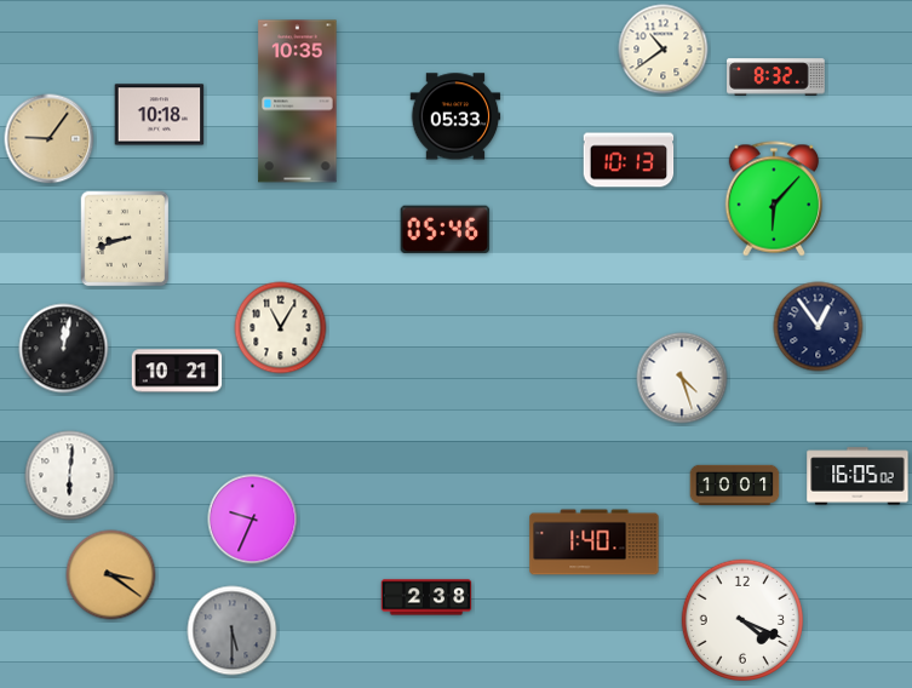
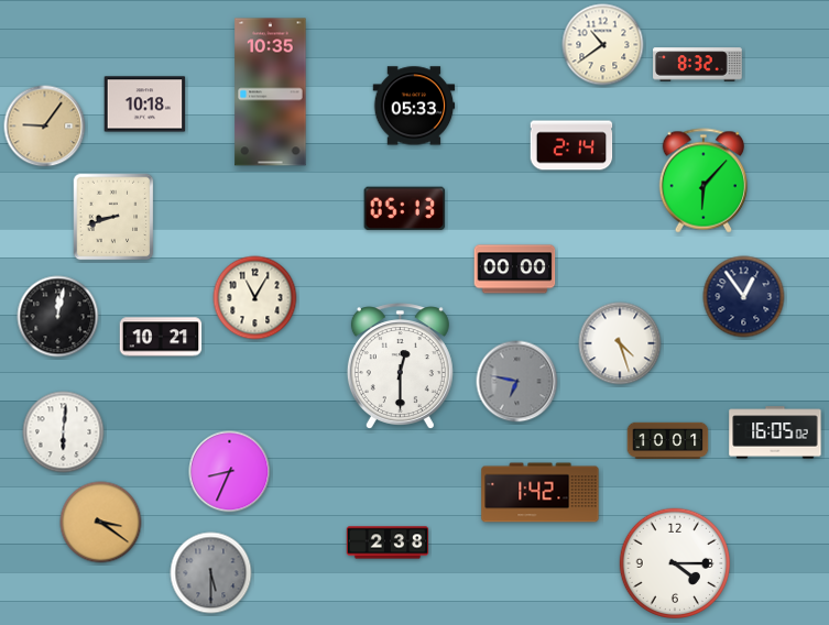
clock at (776, 78) position: (776, 78) -> (698, 65)
clock at (629, 160): 10:13 -> 2:14
clock at (446, 230): 05:46 -> 05:13
clock at (515, 270): none -> 00:00
clock at (400, 365): none -> 12:30
clock at (517, 382): none -> 6:47
clock at (857, 476) position: (857, 476) -> (775, 432)
clock at (253, 520): 9:34 -> 8:34
clock at (595, 543): 1:40 -> 1:42
clock at (741, 619): 4:19 -> 4:15
